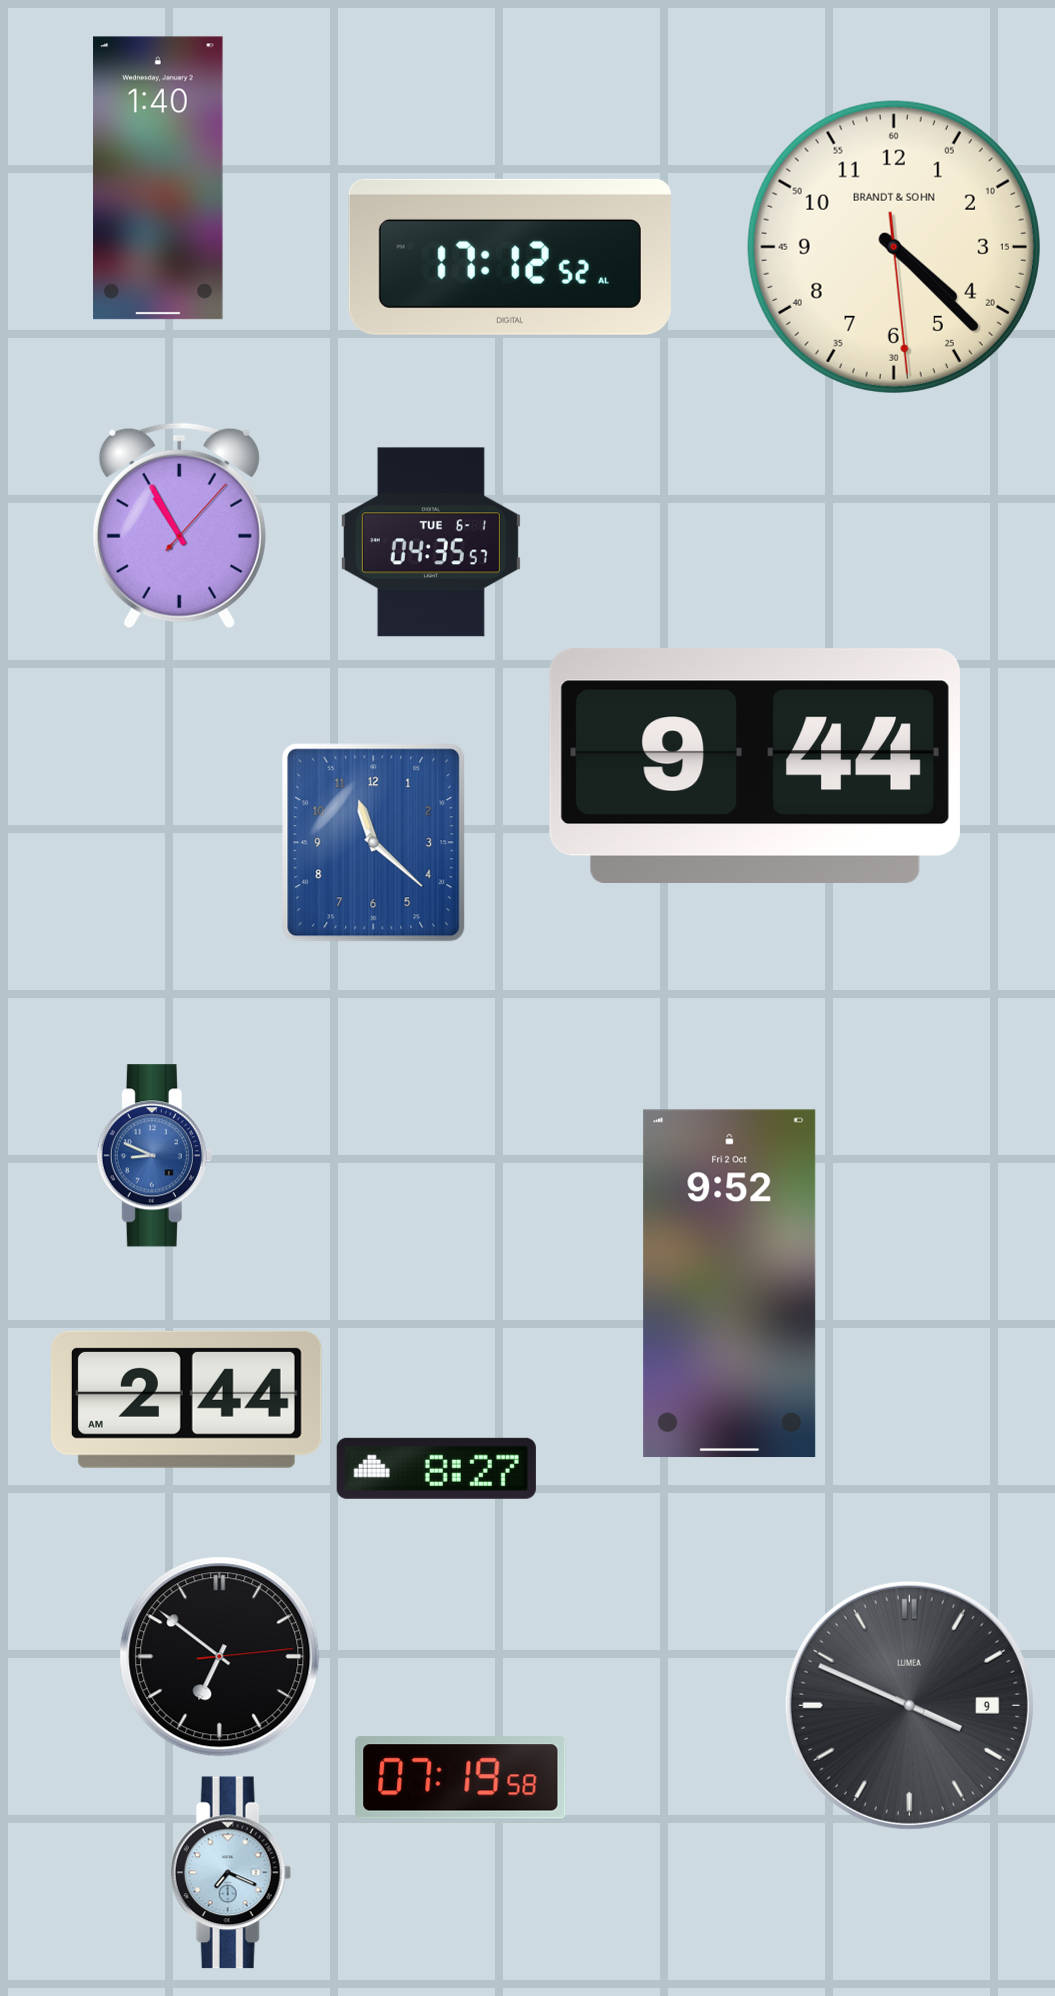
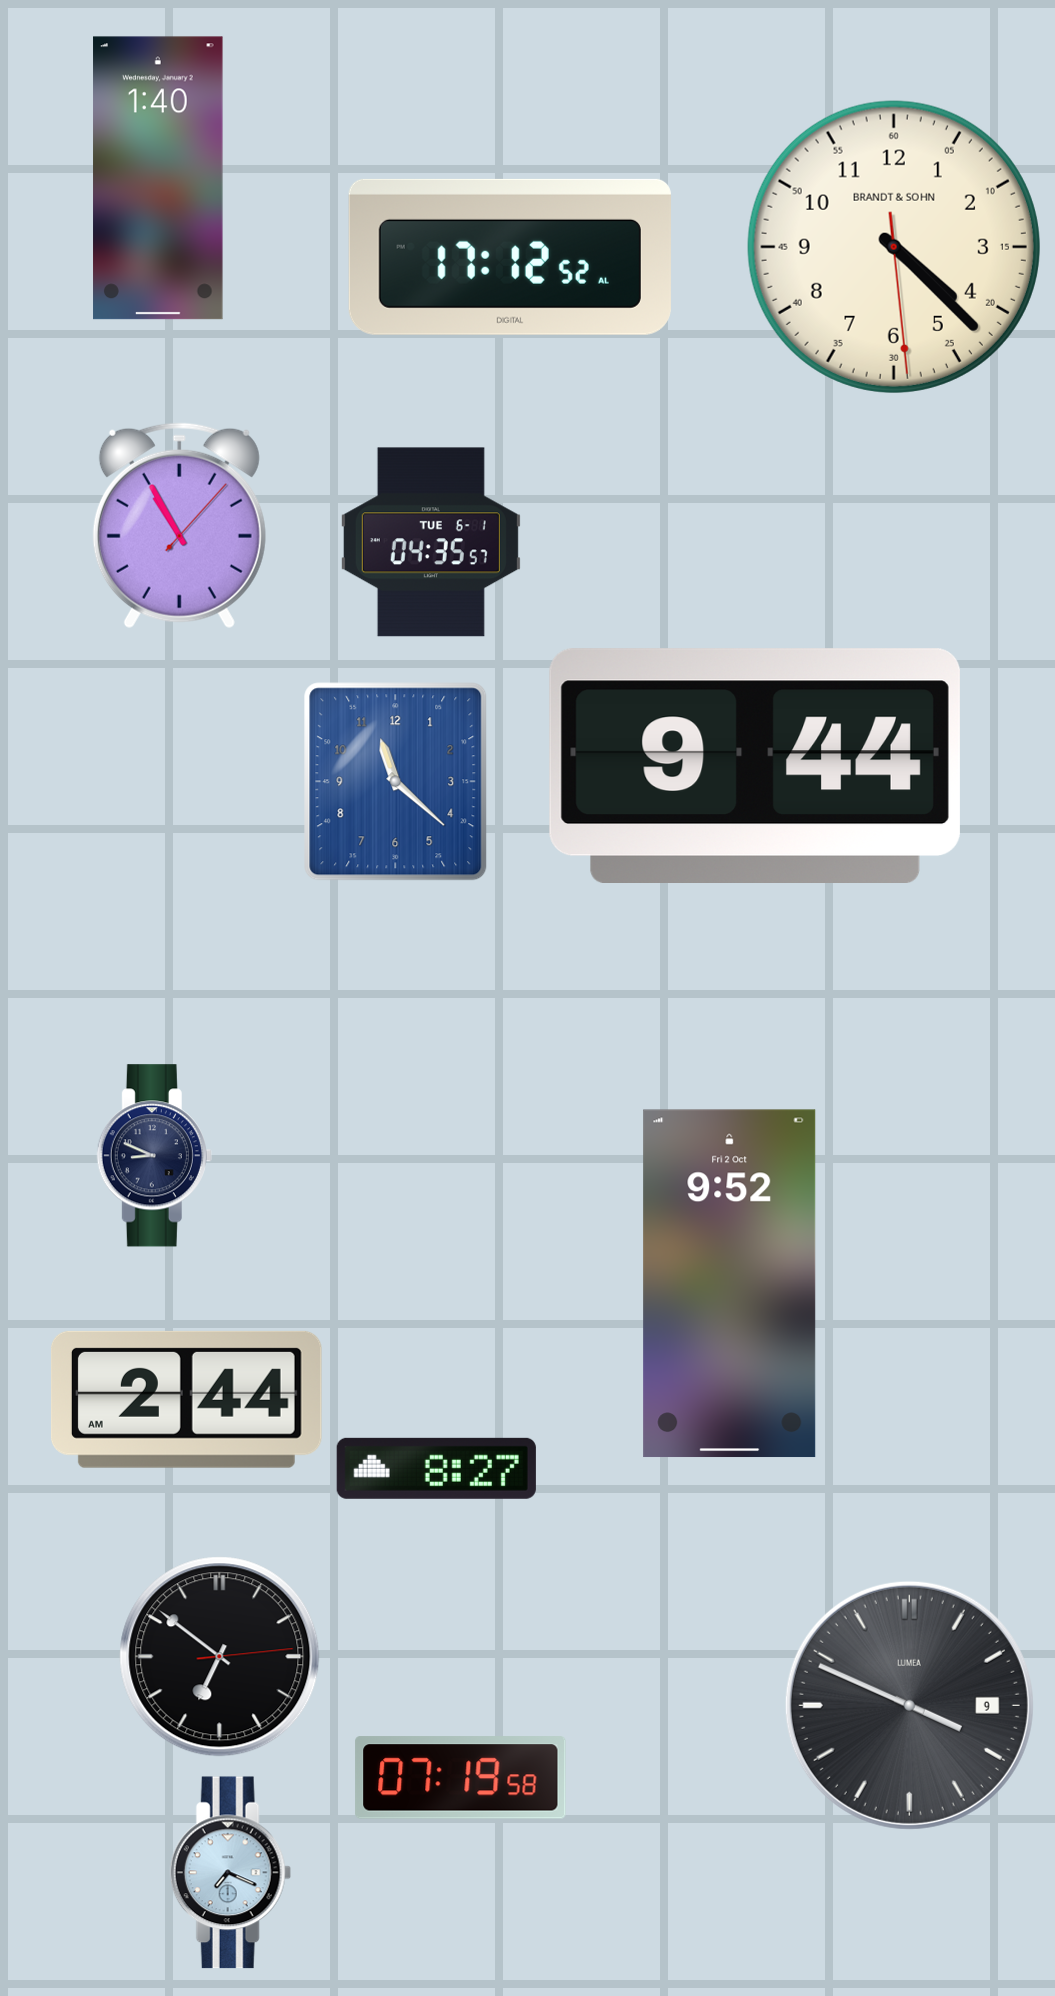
clock at (374, 843) position: (374, 843) -> (396, 782)
clock at (154, 1156) dial: blue -> navy
